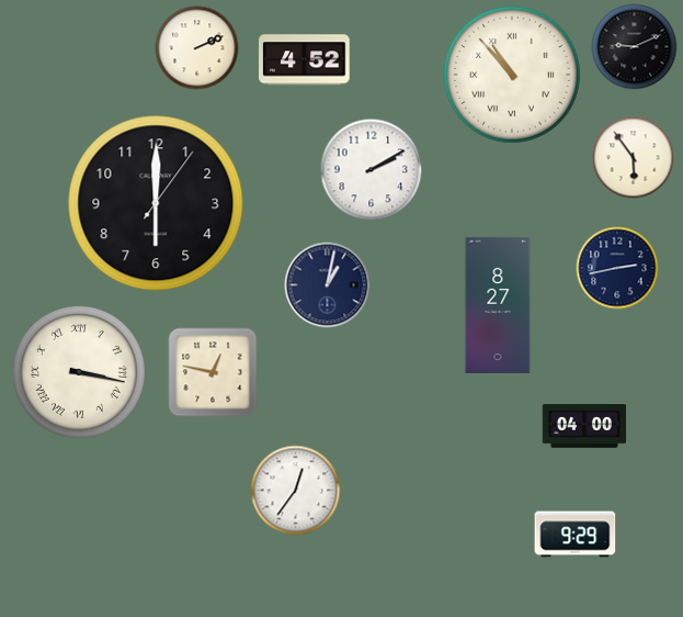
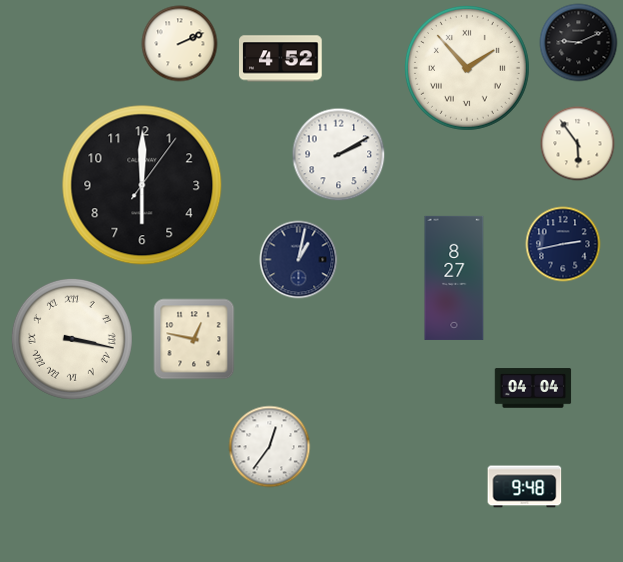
clock at (305, 60) position: (305, 60) -> (281, 59)
clock at (512, 75): 10:53 -> 1:53
clock at (584, 426): 04:00 -> 04:04
clock at (576, 535): 9:29 -> 9:48
